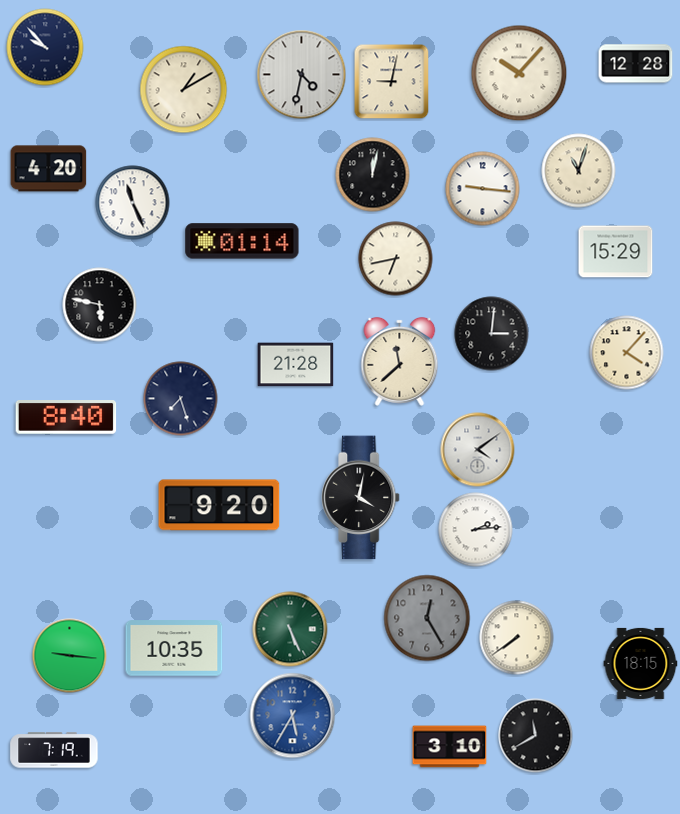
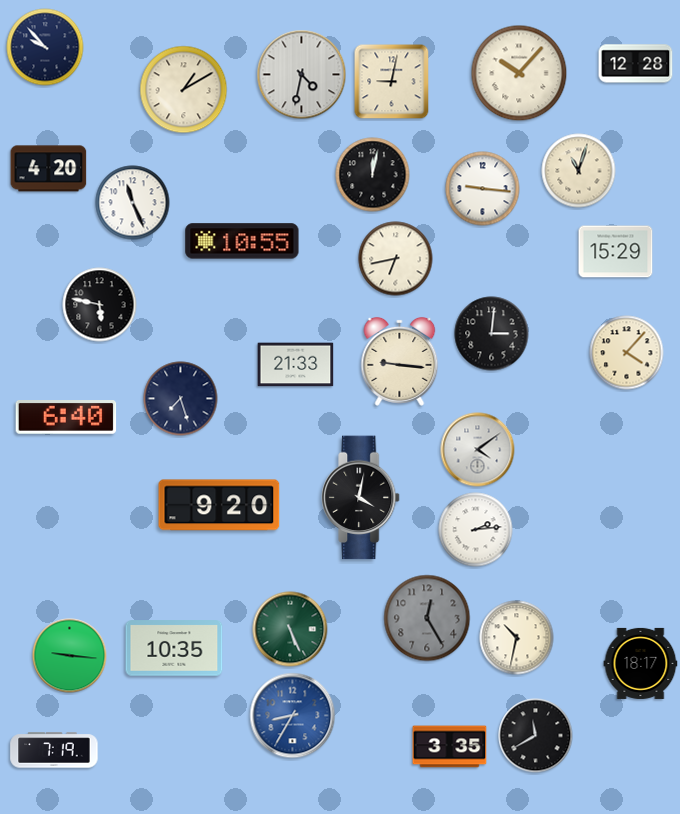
clock at (242, 241): 01:14 -> 10:55
clock at (400, 361): 11:38 -> 9:16
clock at (296, 365): 21:28 -> 21:33
clock at (66, 418): 8:40 -> 6:40
clock at (517, 638): 7:39 -> 10:32
clock at (641, 663): 18:15 -> 18:17
clock at (293, 716): 5:35 -> 8:35
clock at (450, 747): 3:10 -> 3:35
